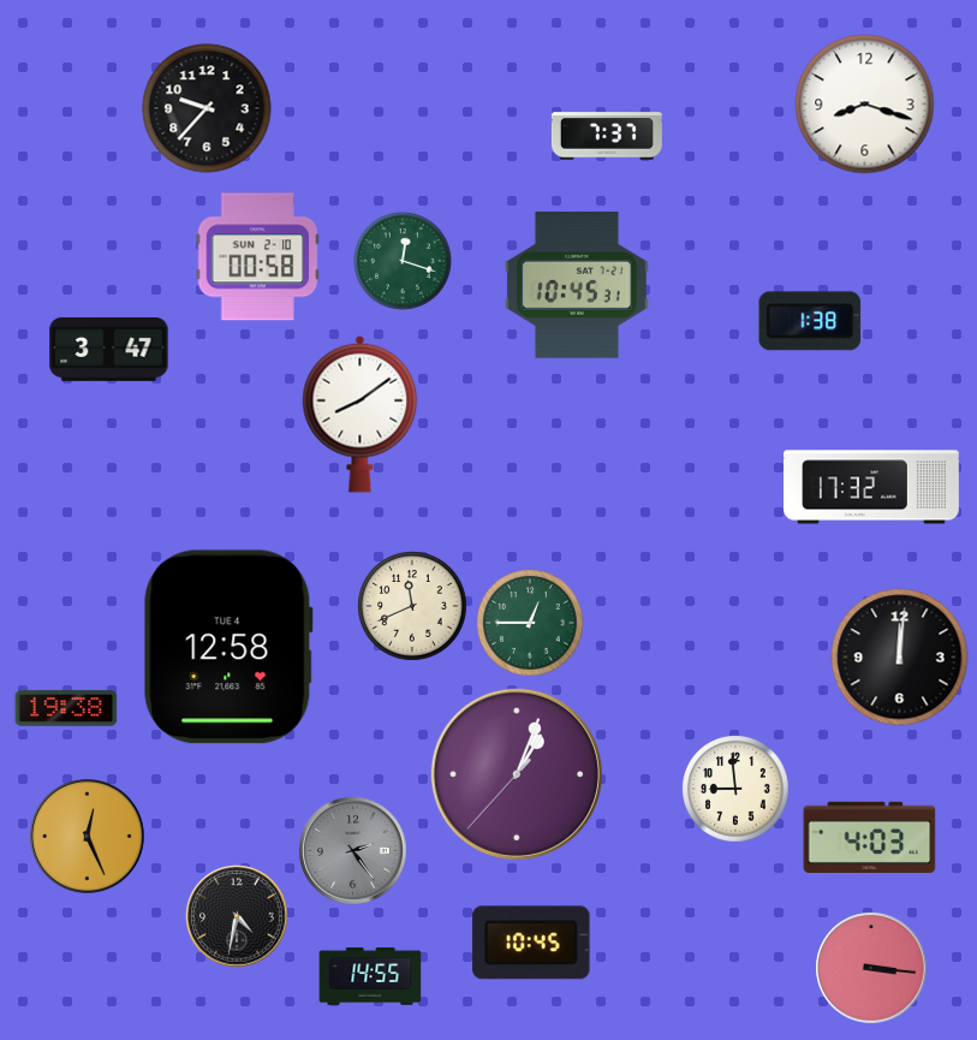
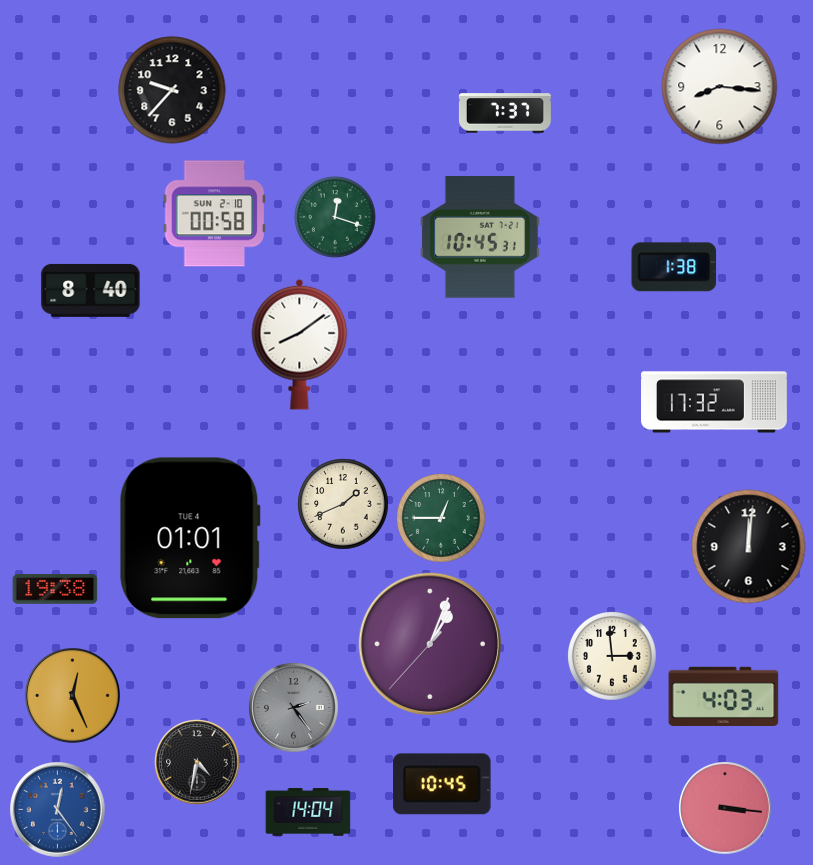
clock at (865, 105): 8:18 -> 8:16
clock at (109, 349): 3:47 -> 8:40
clock at (872, 487) position: (872, 487) -> (715, 402)
clock at (412, 606): 11:41 -> 1:41
clock at (228, 647): 12:58 -> 01:01
clock at (735, 789): 8:59 -> 2:59
clock at (871, 968) position: (871, 968) -> (725, 808)
clock at (58, 810): none -> 12:24
clock at (370, 976): 14:55 -> 14:04
